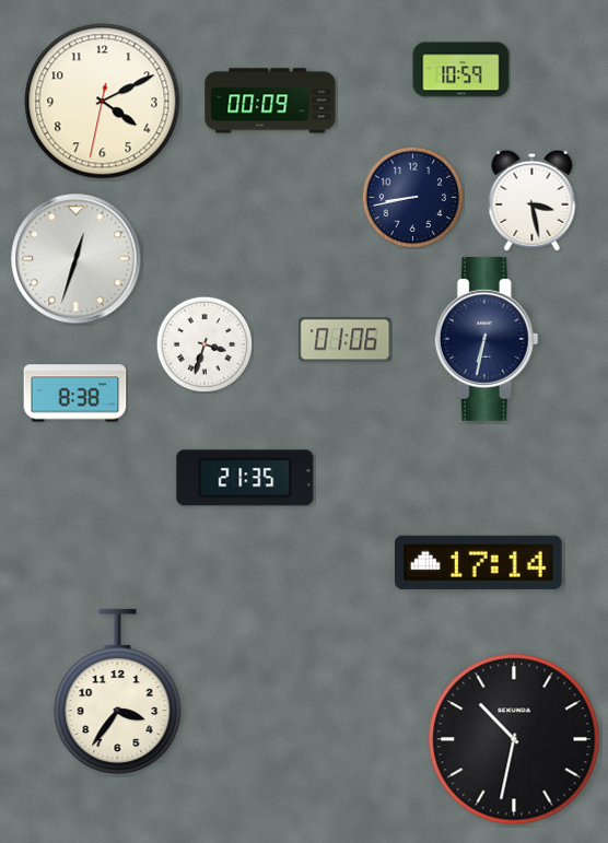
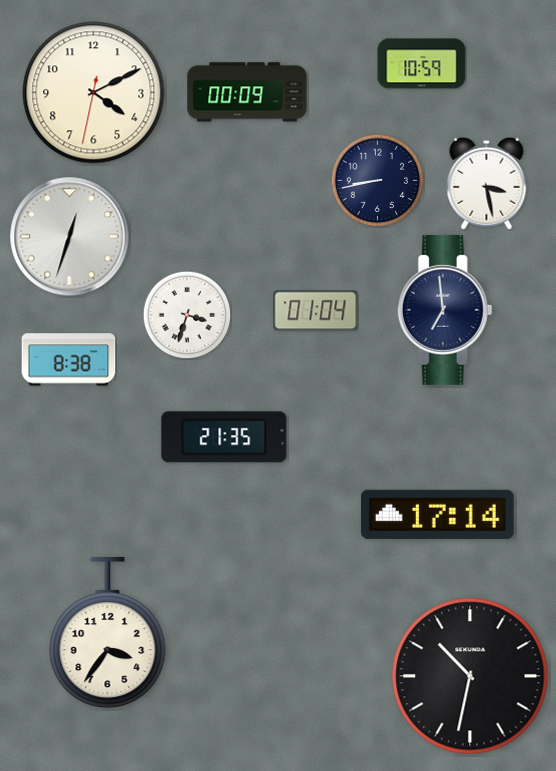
clock at (487, 339): 6:32 -> 6:59
clock at (346, 340): 01:06 -> 01:04
